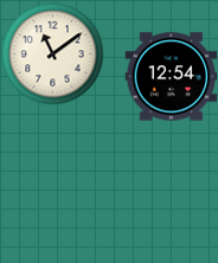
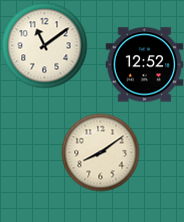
clock at (171, 77): 12:54 -> 12:52
clock at (100, 152): none -> 8:09
